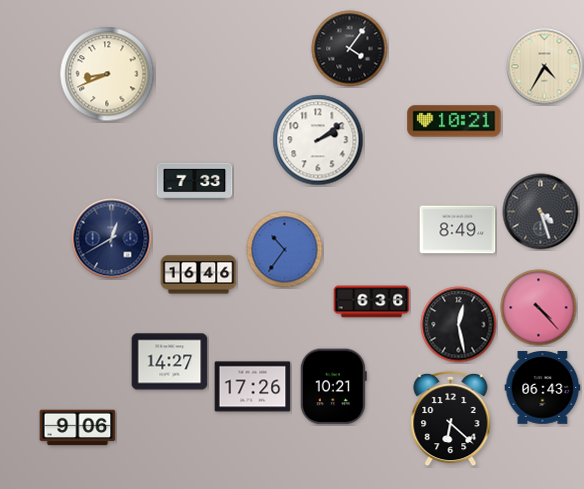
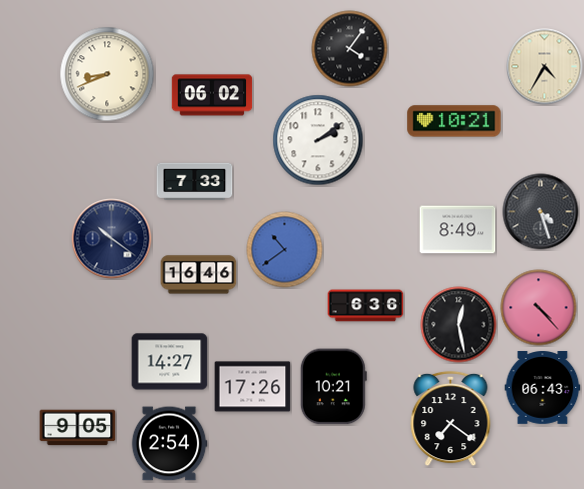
clock at (212, 95): none -> 06:02
clock at (112, 239): 12:40 -> 10:21
clock at (285, 250): 10:36 -> 10:39
clock at (372, 302) position: (372, 302) -> (366, 306)
clock at (451, 419): 6:22 -> 7:21
clock at (78, 428): 9:06 -> 9:05
clock at (169, 444): none -> 2:54
